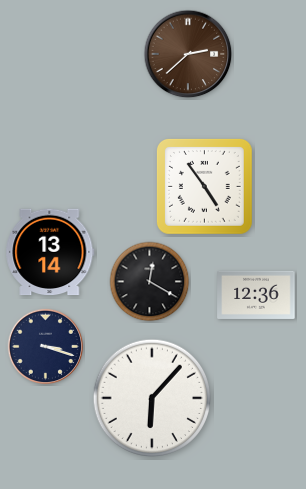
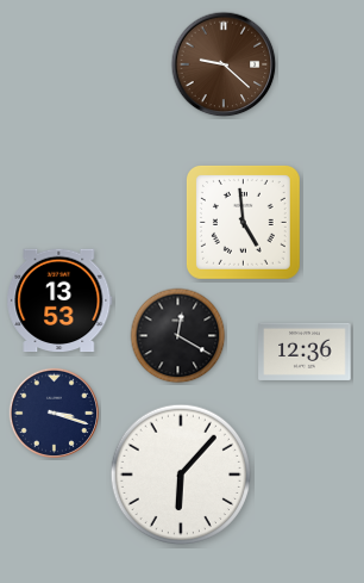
clock at (188, 54): 2:38 -> 9:22
clock at (205, 187): 4:54 -> 4:59
clock at (50, 252): 13:14 -> 13:53
